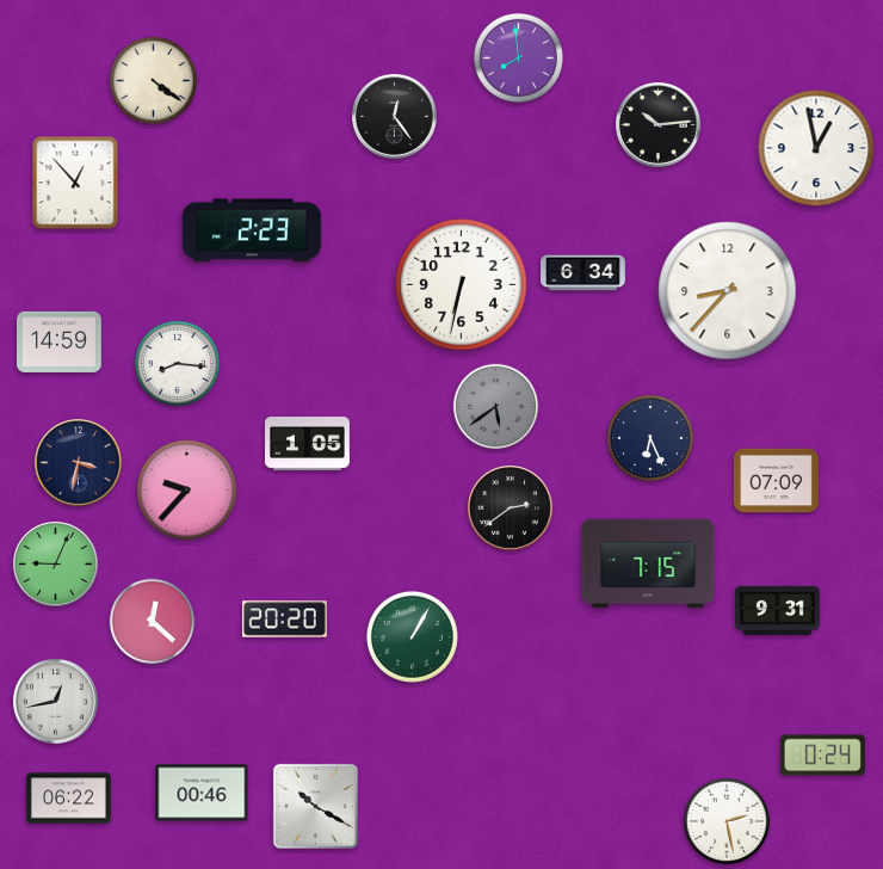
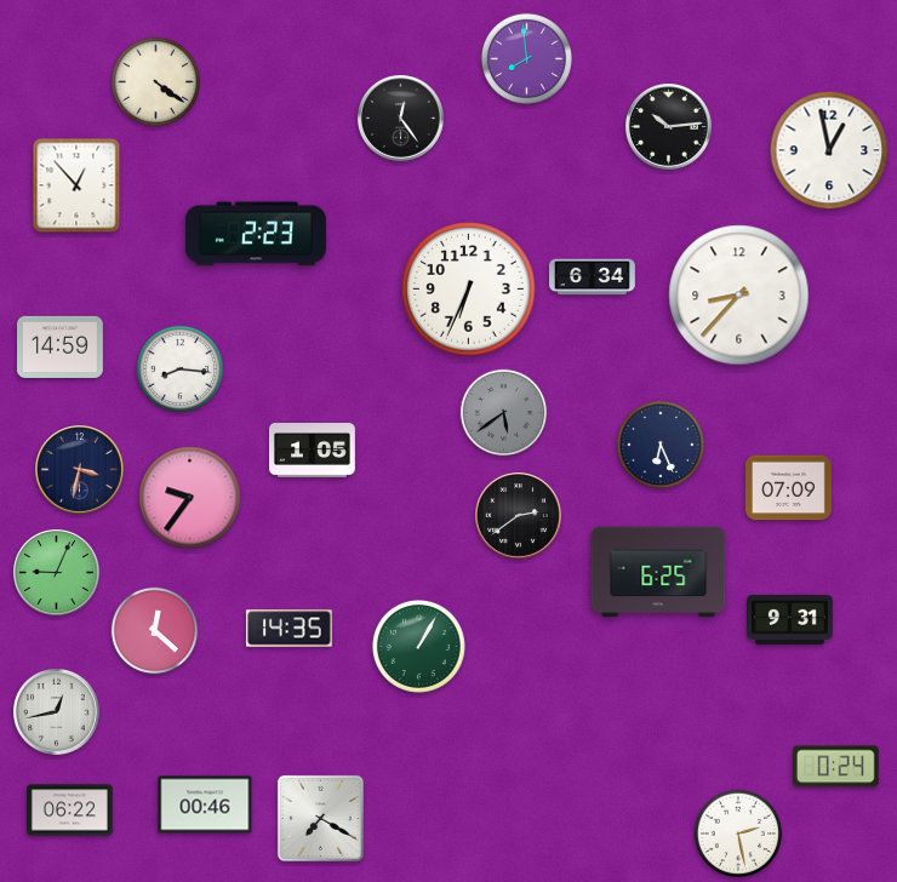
clock at (462, 285): 6:32 -> 6:34
clock at (187, 491): 9:37 -> 9:36
clock at (648, 563): 7:15 -> 6:25
clock at (284, 620): 20:20 -> 14:35
clock at (315, 806): 10:20 -> 7:20
